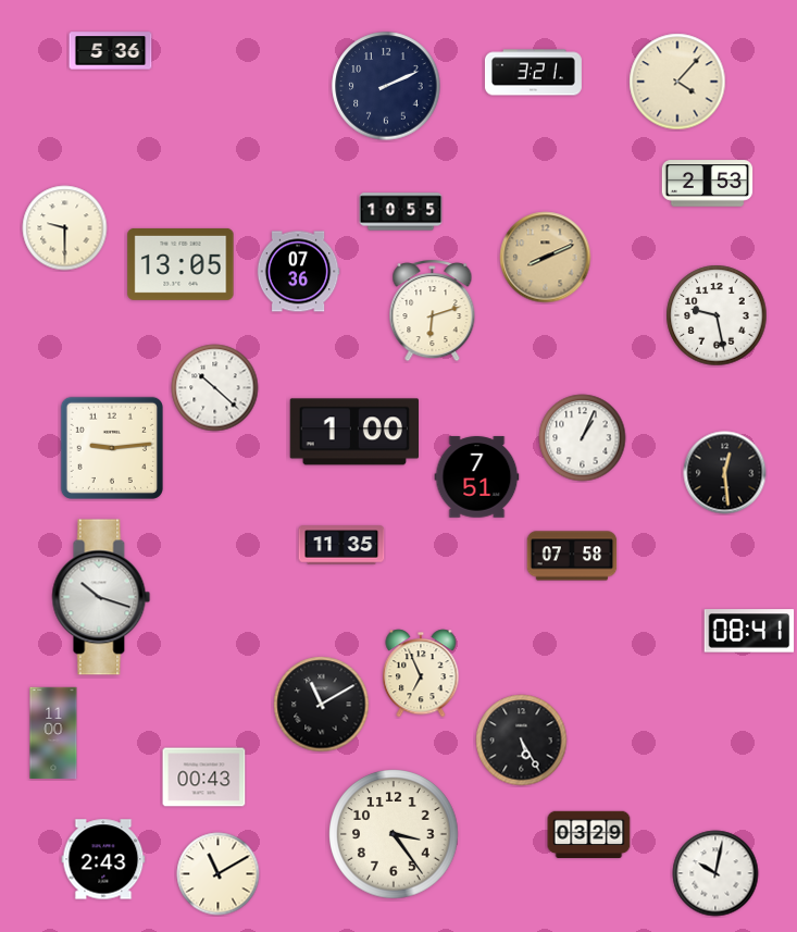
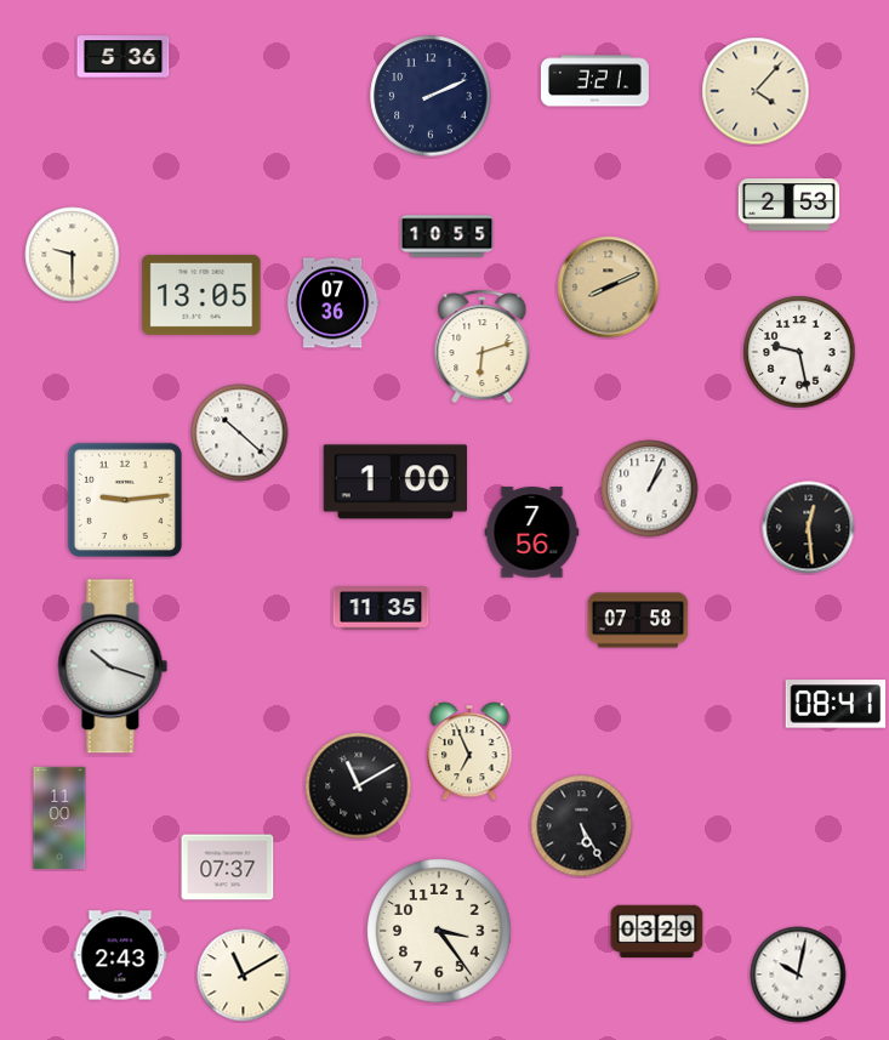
clock at (477, 477): 7:51 -> 7:56
clock at (204, 778): 00:43 -> 07:37
clock at (103, 859) position: (103, 859) -> (120, 955)
